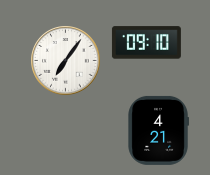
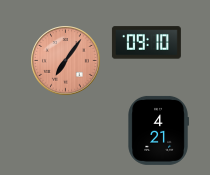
clock at (66, 61) dial: white -> salmon
